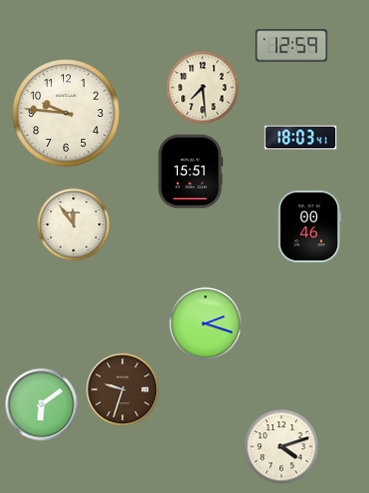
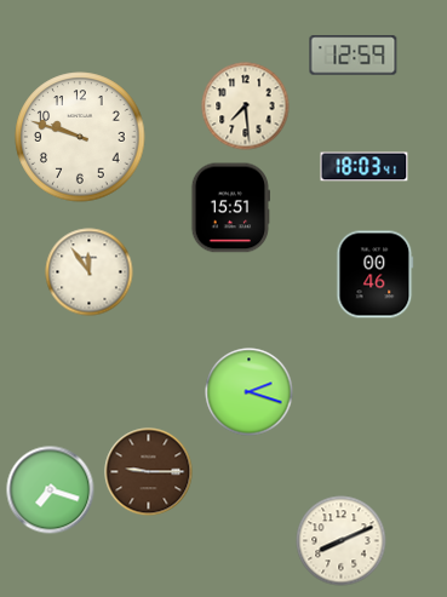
clock at (66, 113): 9:46 -> 9:48
clock at (123, 390): 9:33 -> 9:15
clock at (42, 405): 6:09 -> 7:18
clock at (282, 447): 4:12 -> 8:11
